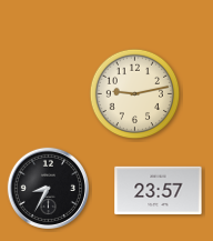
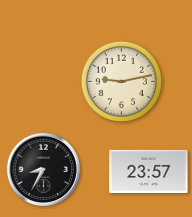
clock at (135, 94) position: (135, 94) -> (122, 82)
clock at (159, 190) position: (159, 190) -> (149, 171)
